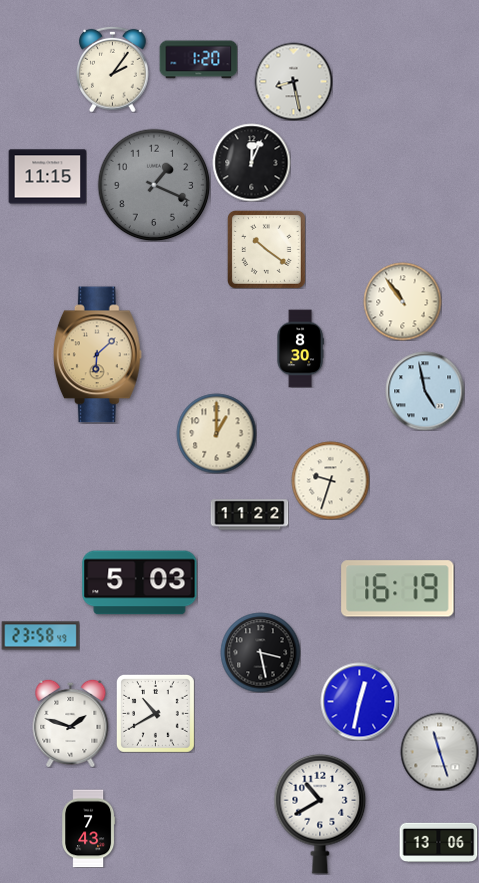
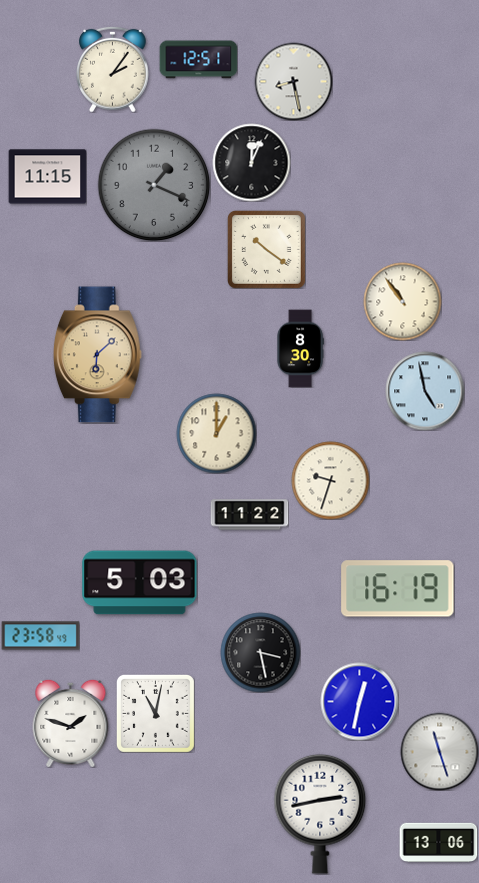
clock at (198, 60): 1:20 -> 12:51
clock at (155, 713): 10:40 -> 11:02
clock at (320, 814): 10:40 -> 2:43
clock at (89, 828): 7:43 -> none
